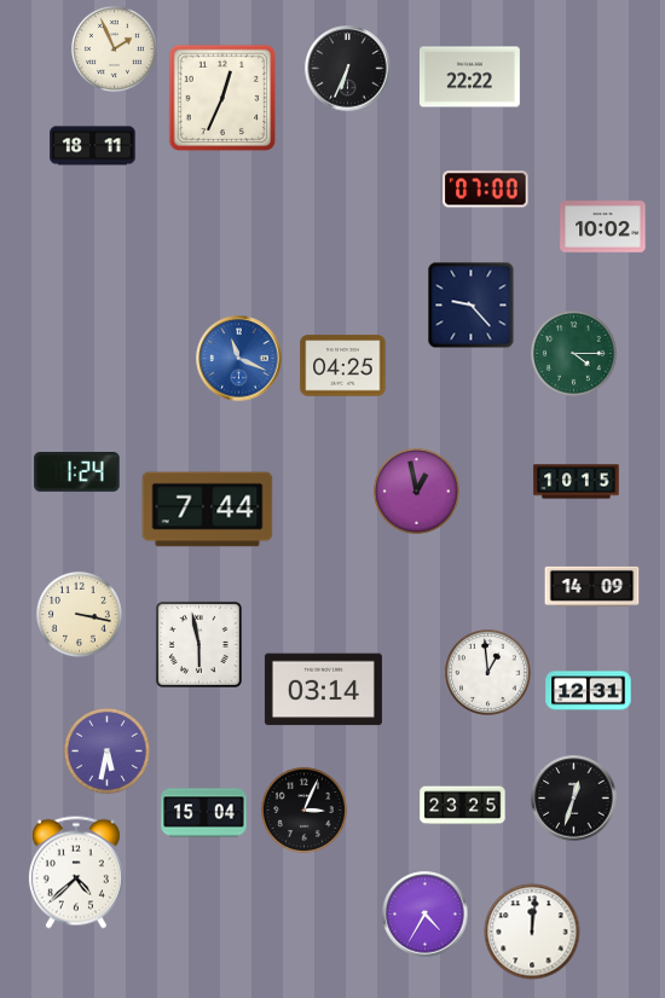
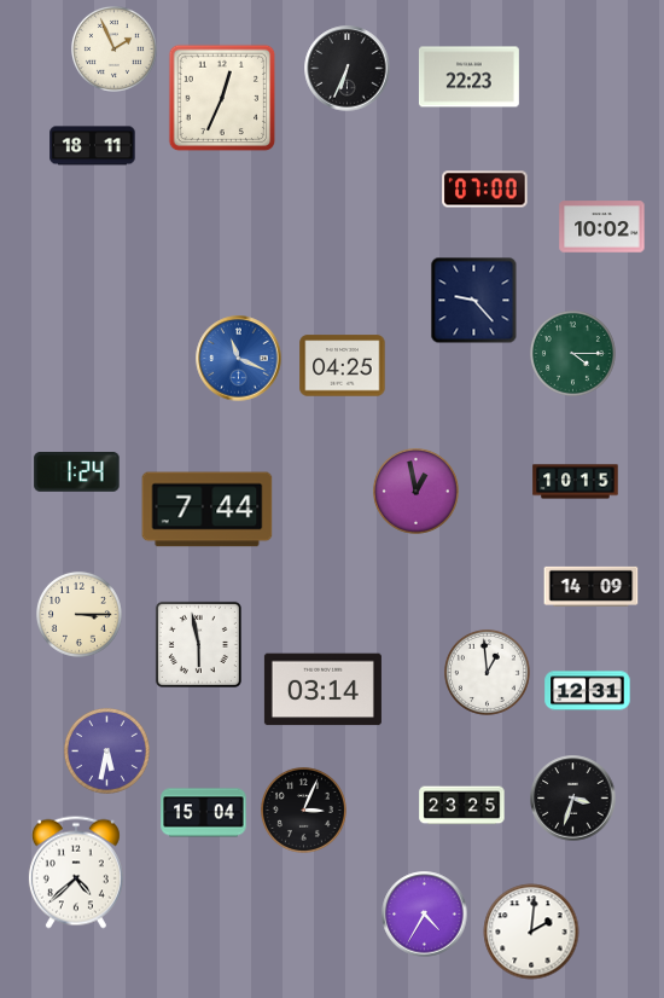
clock at (469, 77): 22:22 -> 22:23
clock at (472, 306) position: (472, 306) -> (474, 301)
clock at (79, 614): 3:17 -> 3:15
clock at (574, 799): 12:33 -> 3:33
clock at (532, 932): 12:01 -> 2:01
